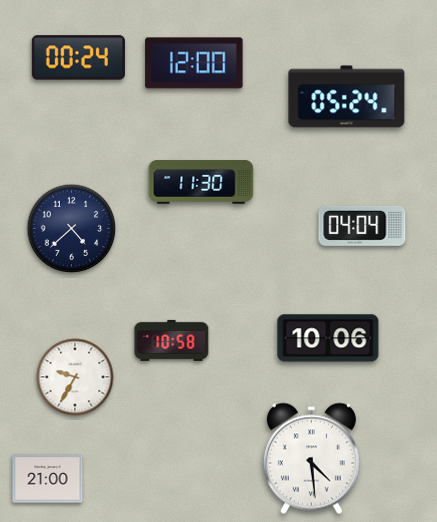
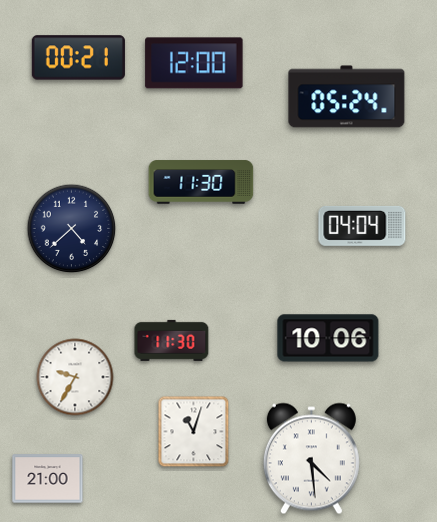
clock at (78, 58): 00:24 -> 00:21
clock at (172, 340): 10:58 -> 11:30
clock at (194, 432): none -> 11:03
